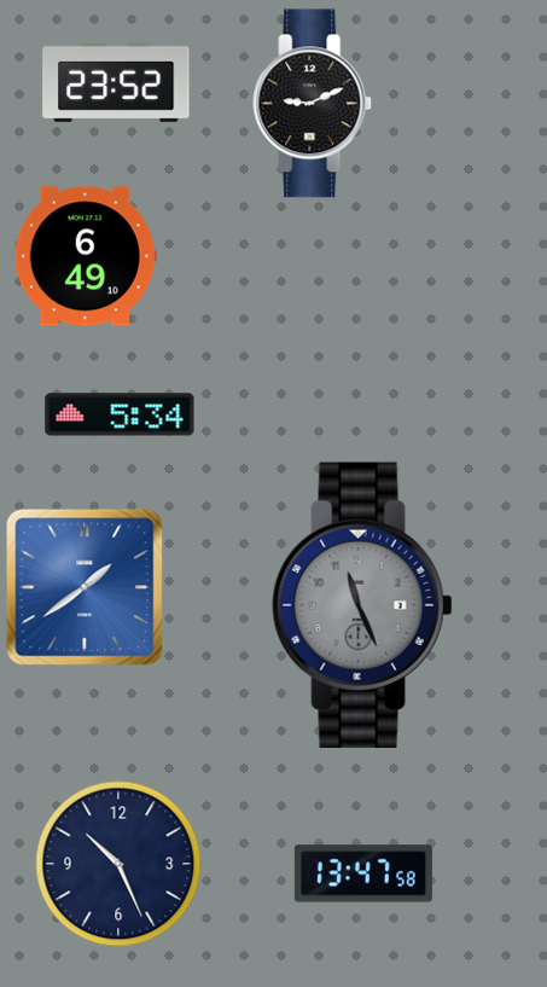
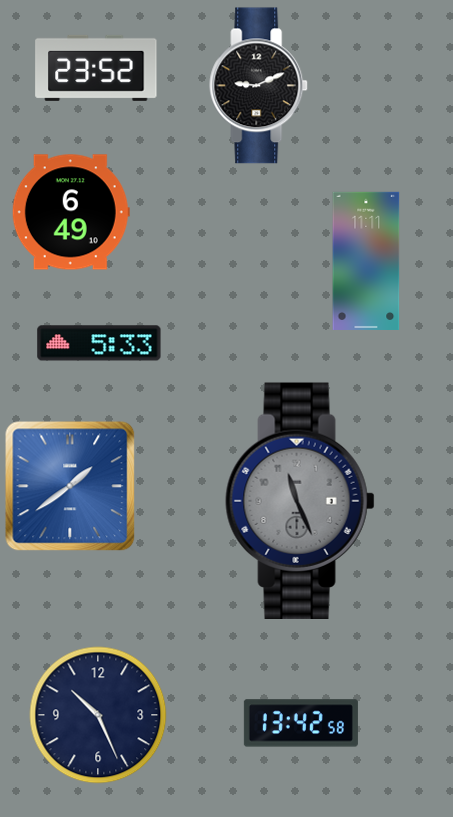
clock at (366, 261): none -> 11:11
clock at (120, 414): 5:34 -> 5:33
clock at (363, 873): 13:47 -> 13:42
